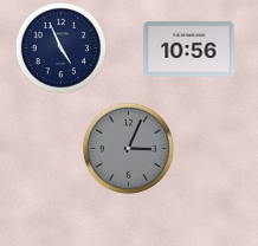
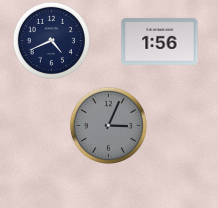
clock at (60, 47): 4:56 -> 4:41
clock at (189, 50): 10:56 -> 1:56
